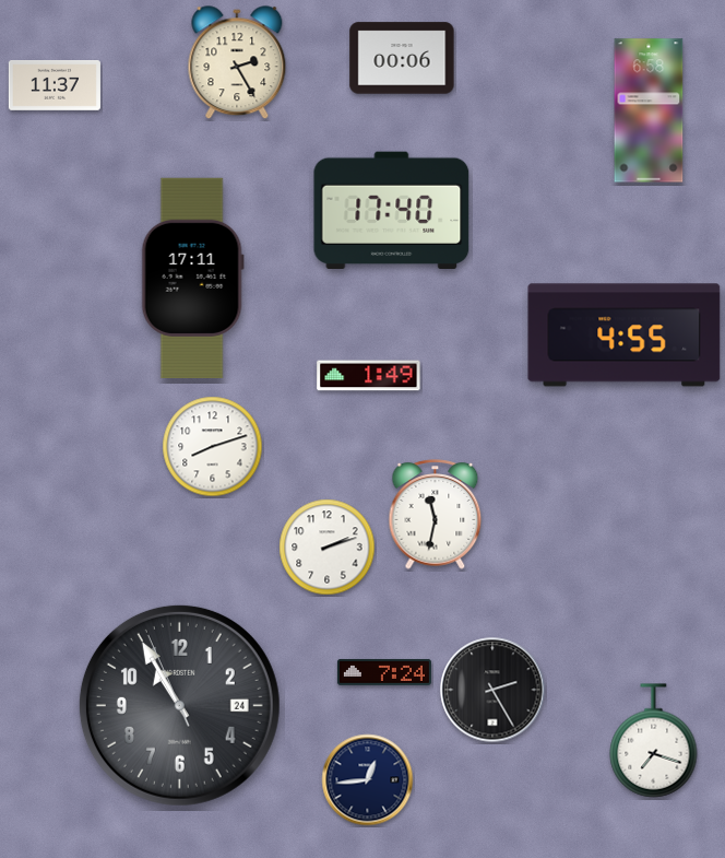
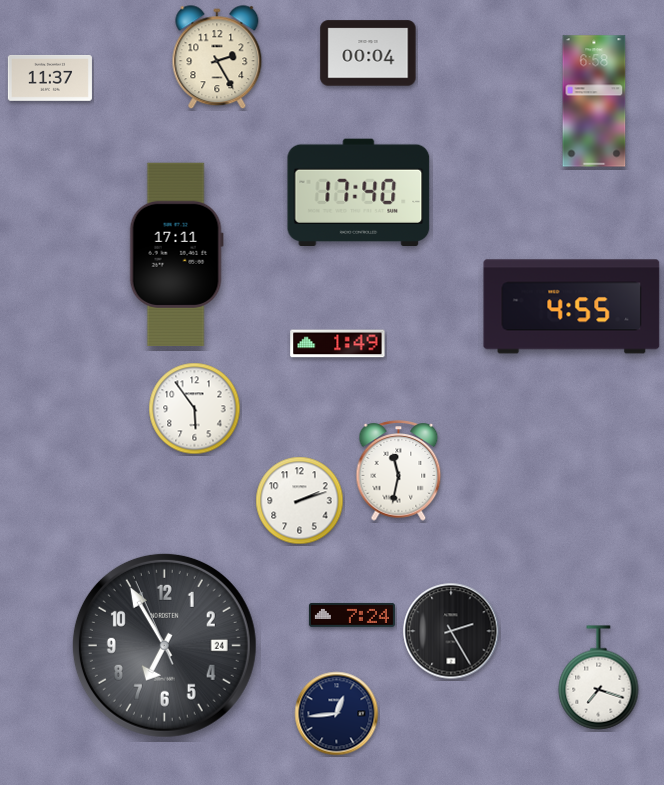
clock at (402, 58): 00:06 -> 00:04
clock at (213, 447): 8:12 -> 5:54
clock at (179, 705): 10:54 -> 6:54
